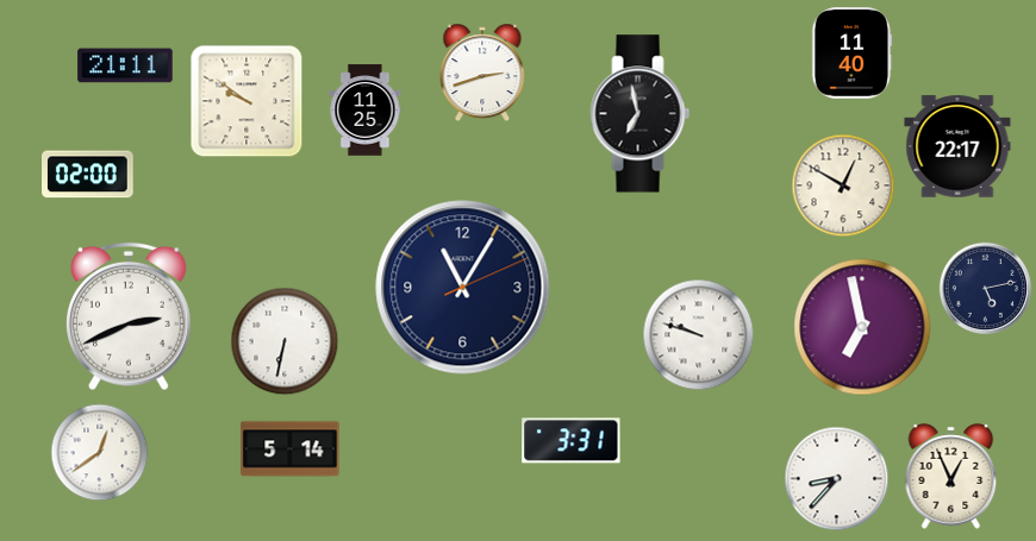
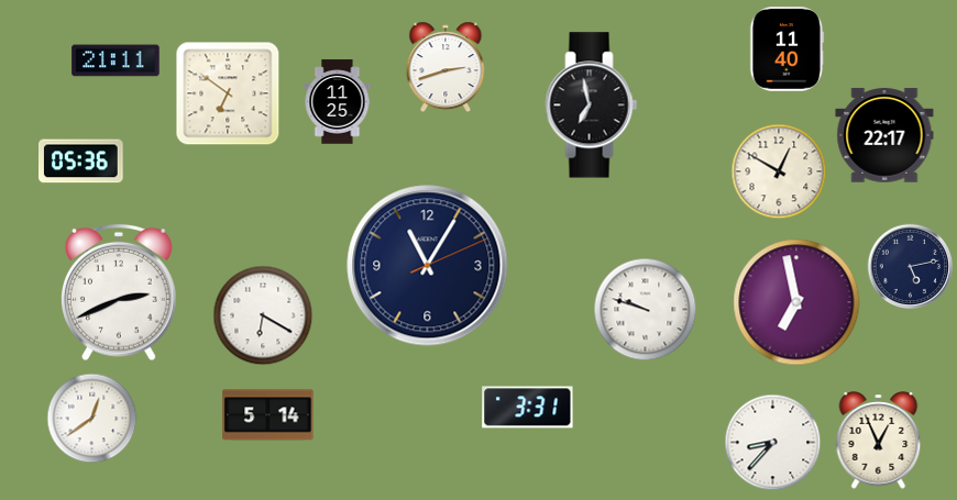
clock at (246, 101): 9:51 -> 6:51
clock at (88, 175): 02:00 -> 05:36
clock at (285, 341): 6:32 -> 6:20
